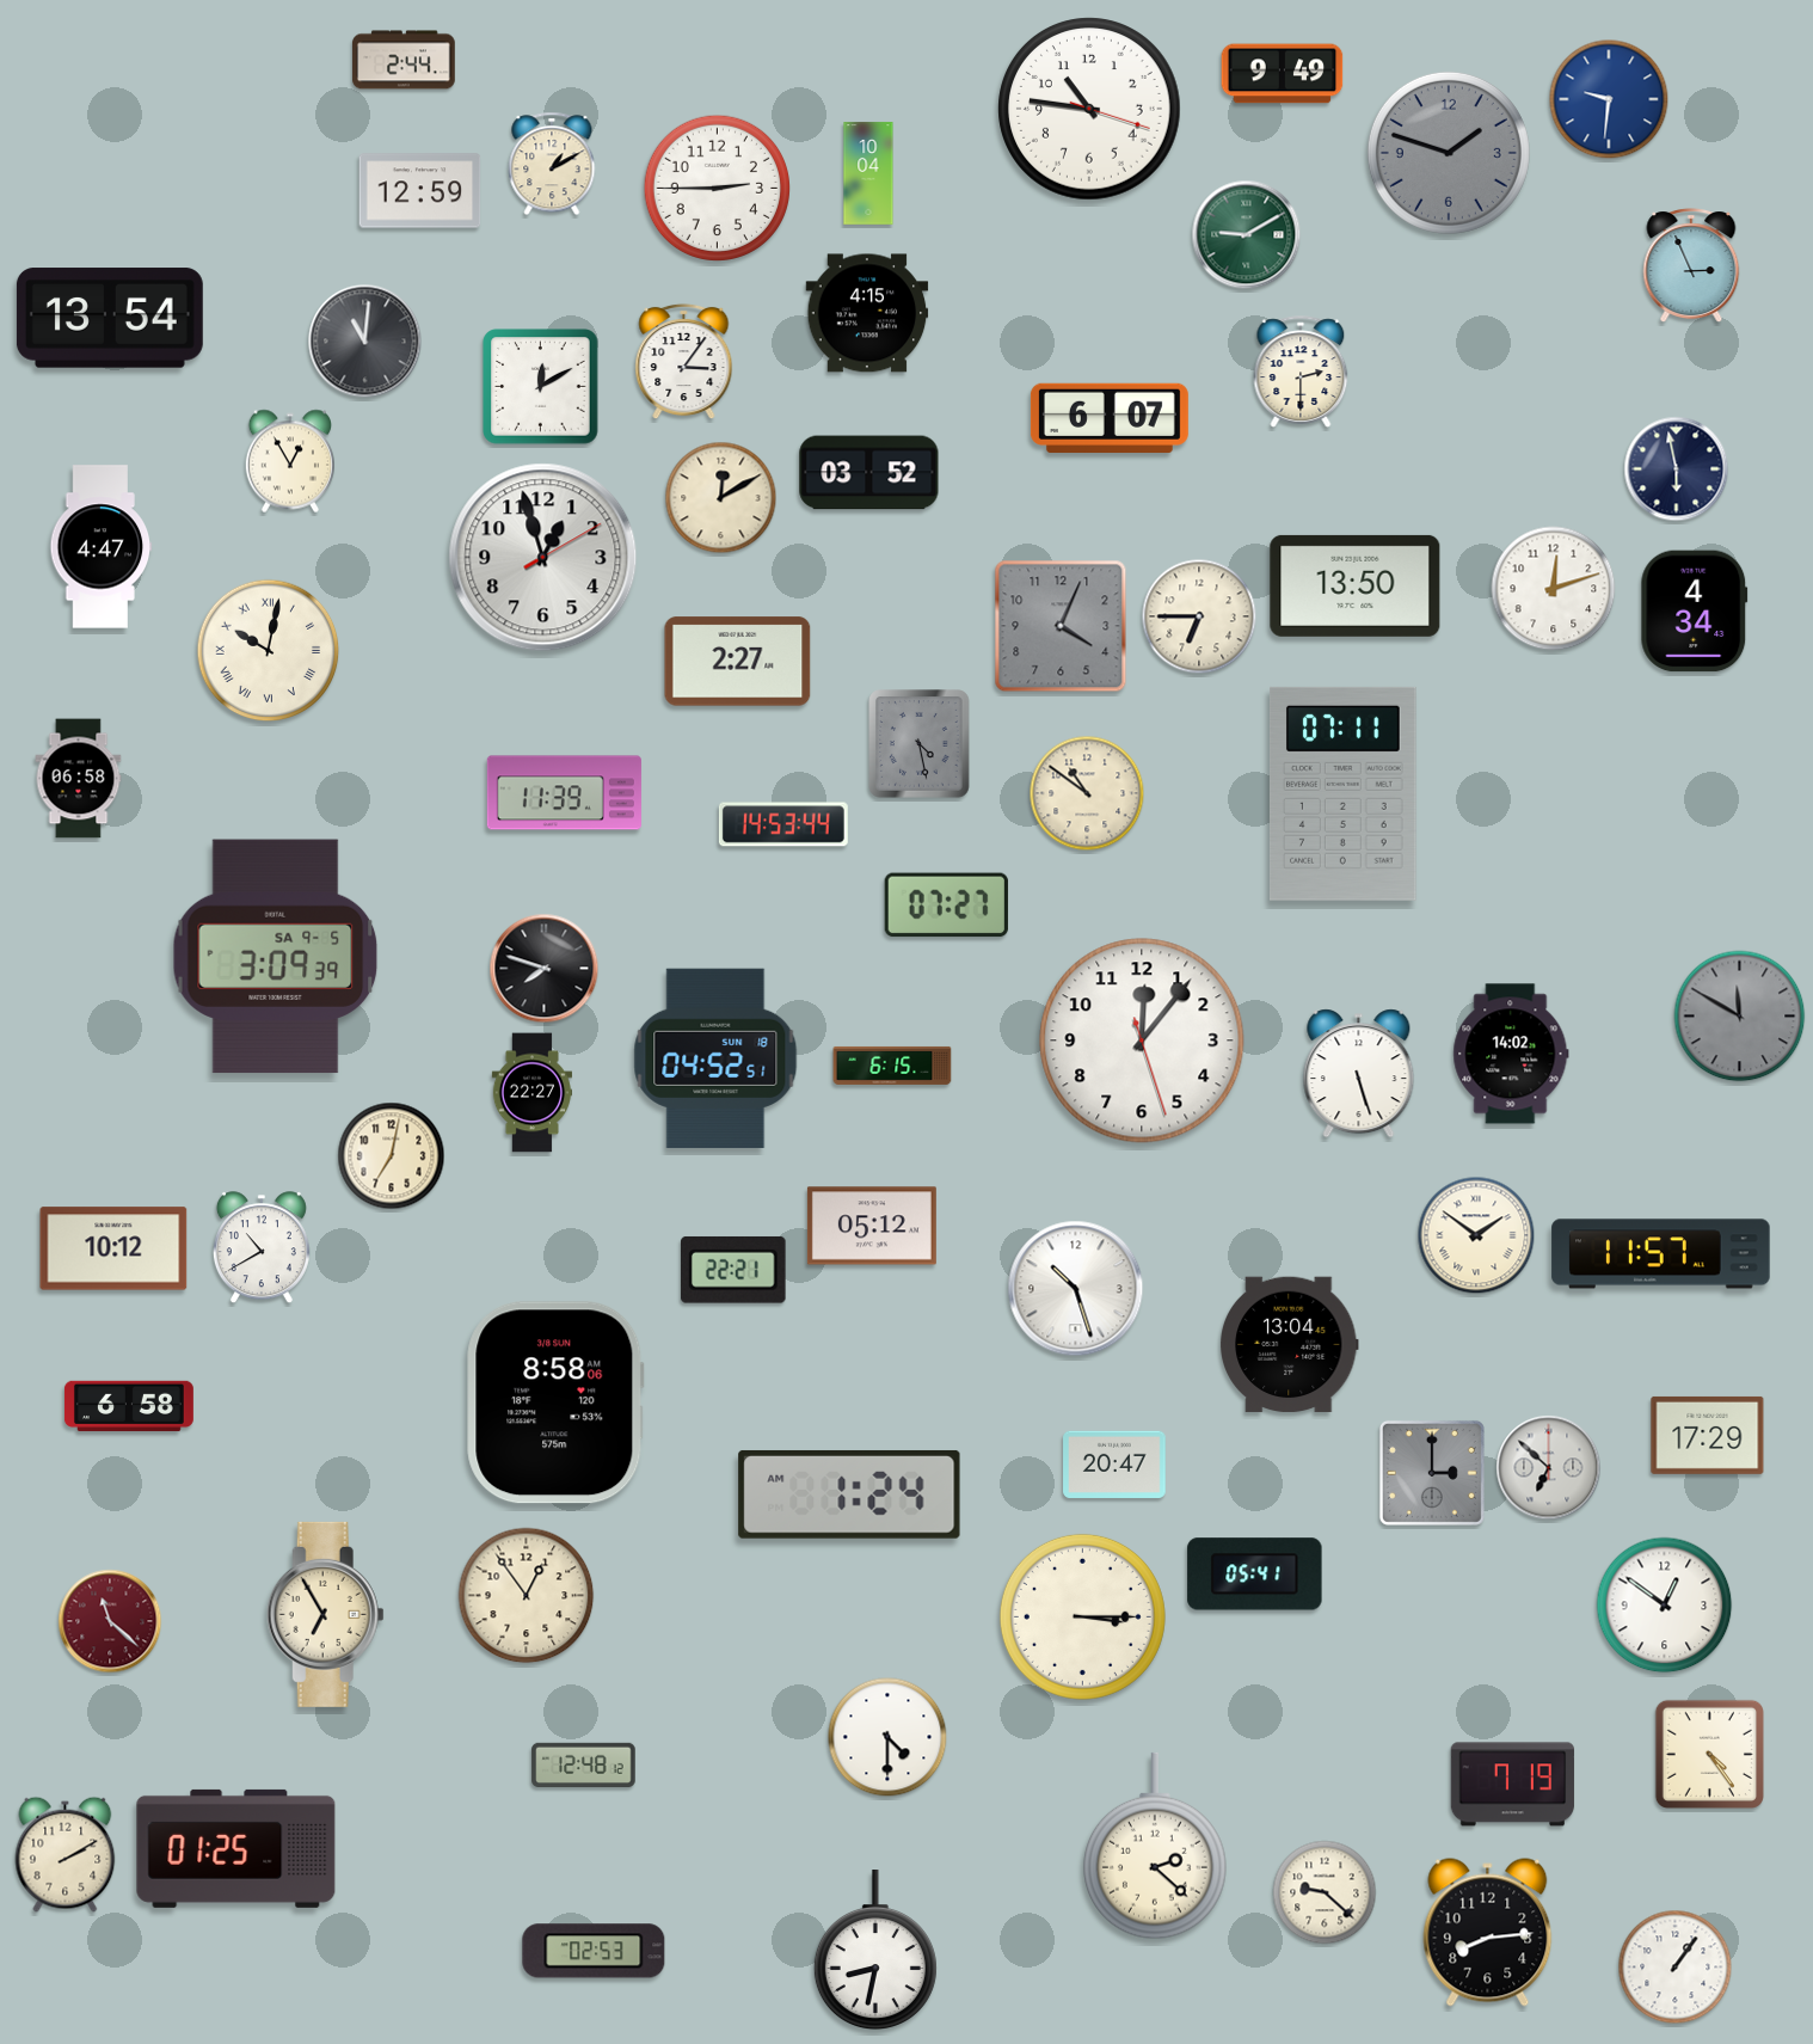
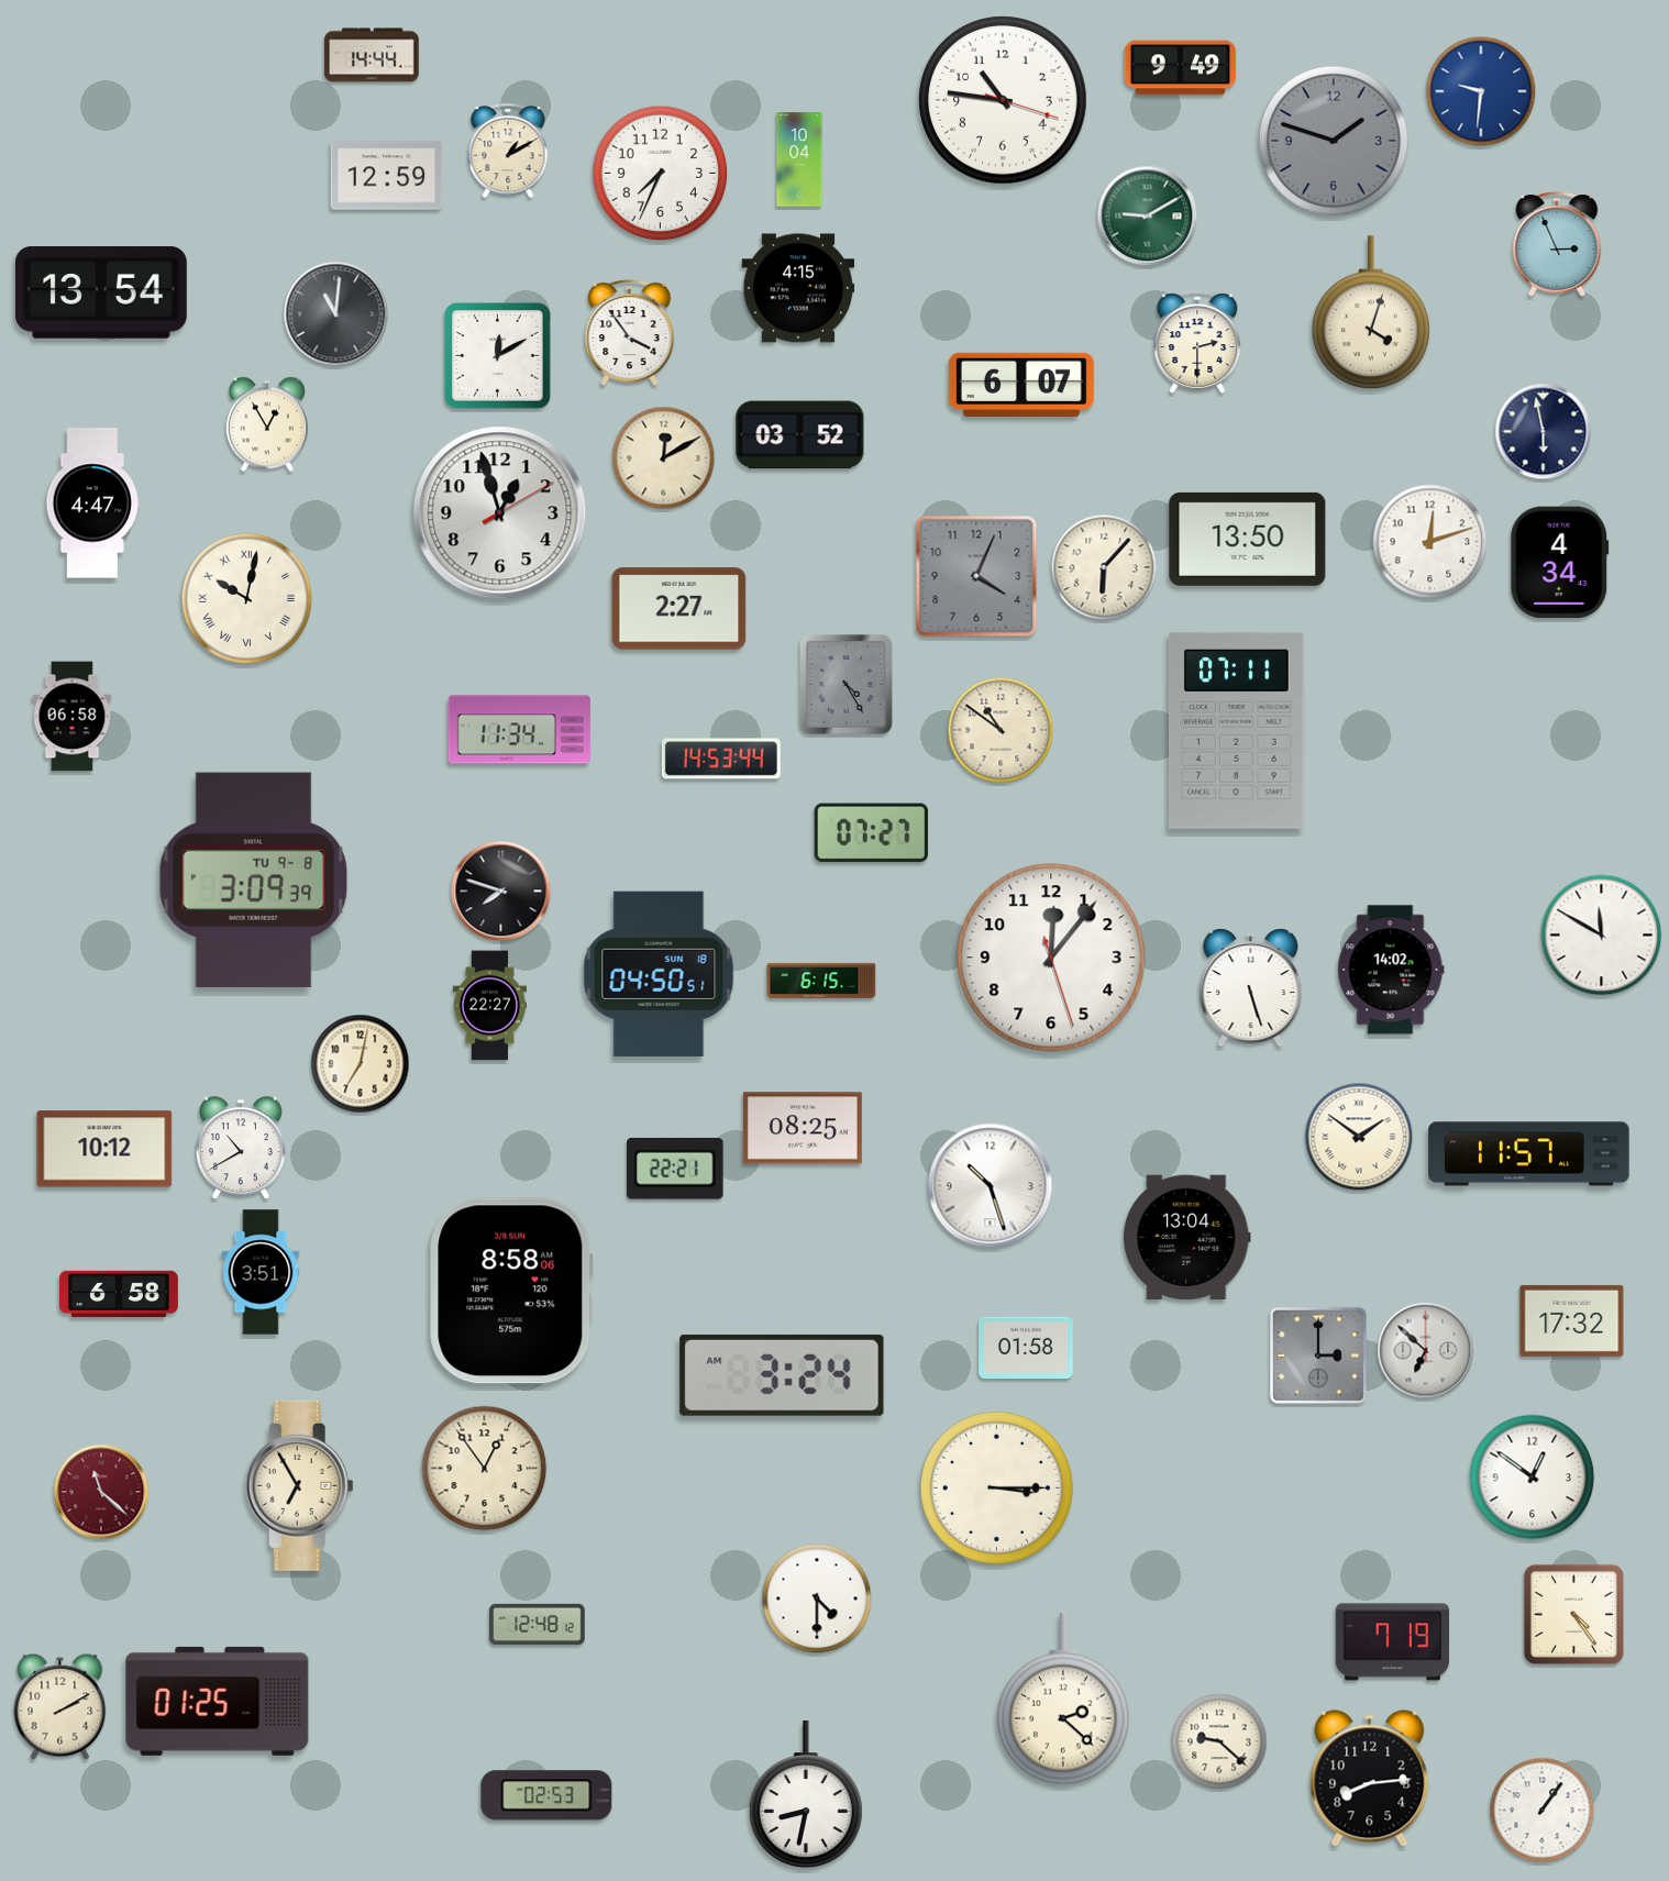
clock at (404, 60): 2:44 -> 14:44
clock at (718, 189): 2:45 -> 7:34
clock at (1371, 313): none -> 4:03
clock at (684, 362): 3:06 -> 3:54
clock at (1199, 616): 6:45 -> 6:07
clock at (920, 744): 4:28 -> 4:25
clock at (564, 793): 11:39 -> 11:34
clock at (276, 957) date: SA 9-5 -> TU 9-8
clock at (1740, 1017) dial: grey -> white
clock at (715, 1058): 04:52 -> 04:50
clock at (872, 1226): 05:12 -> 08:25
clock at (261, 1272): none -> 3:51
clock at (1708, 1435): 17:29 -> 17:32
clock at (1114, 1465): 20:47 -> 01:58
clock at (849, 1494): 1:24 -> 3:24
clock at (1255, 1575): 05:41 -> none
